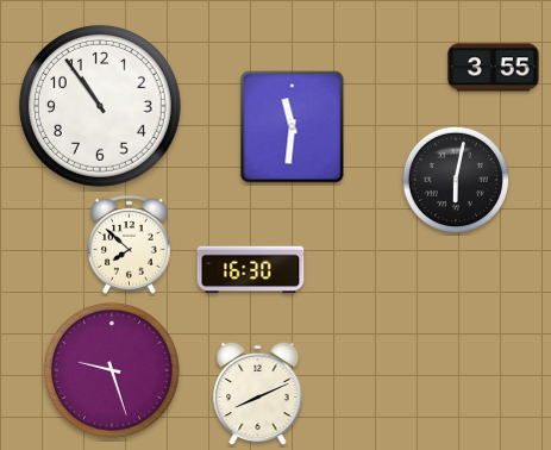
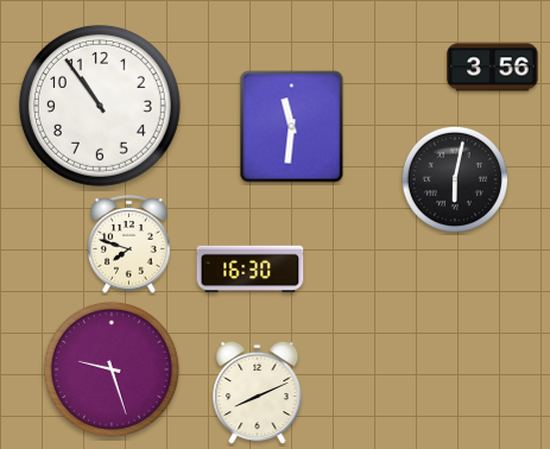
clock at (494, 68): 3:55 -> 3:56
clock at (130, 245): 7:52 -> 7:48
